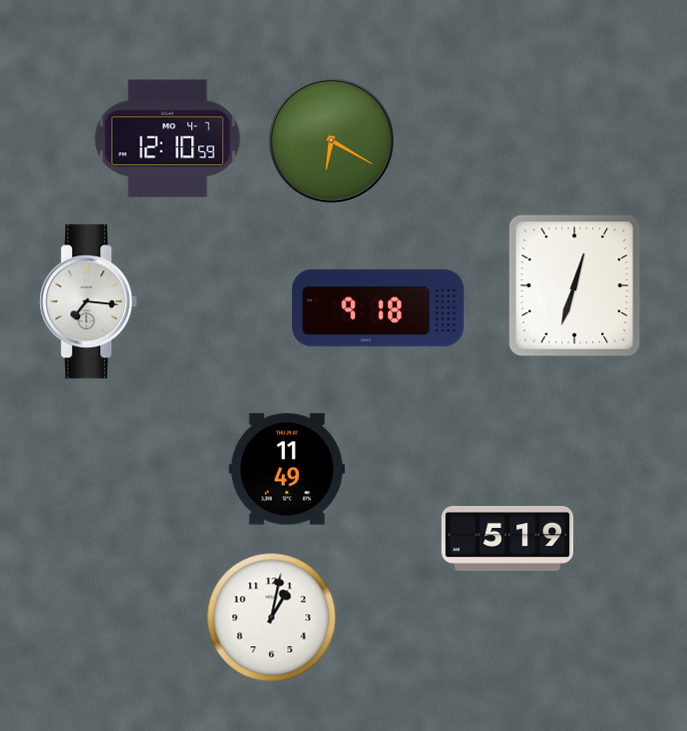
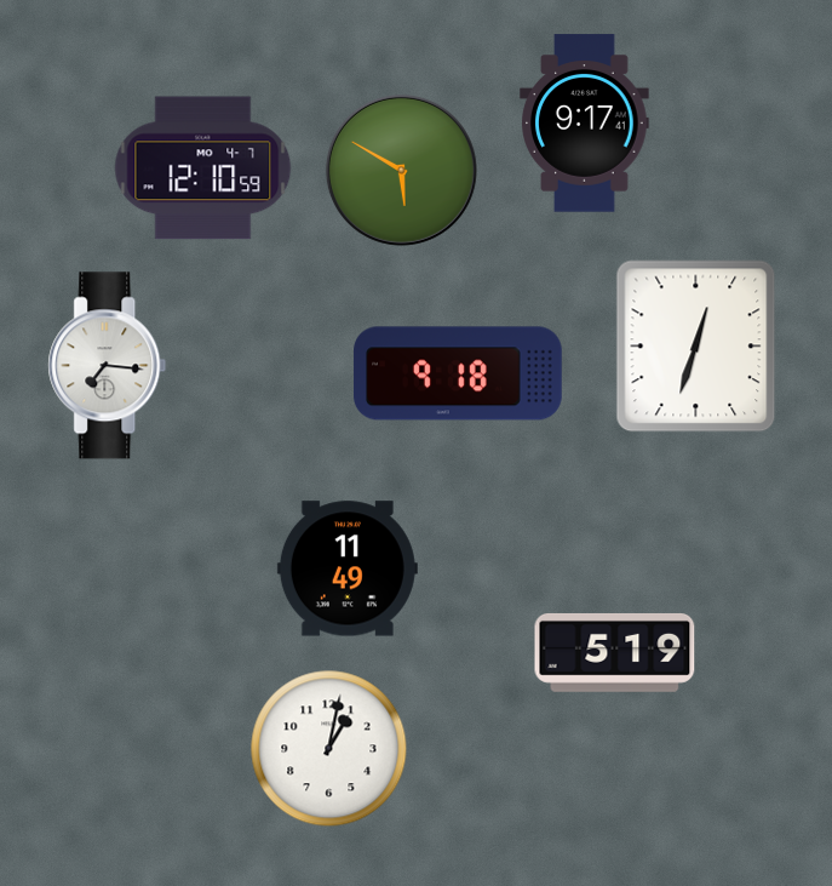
clock at (585, 124): none -> 9:17
clock at (331, 140): 6:20 -> 5:50
